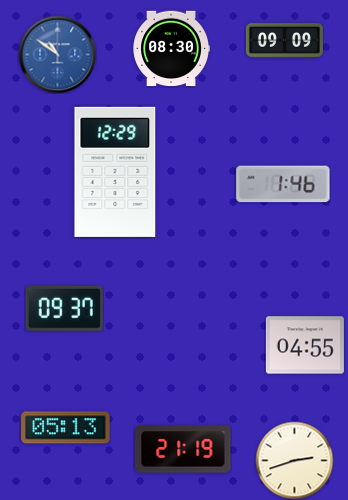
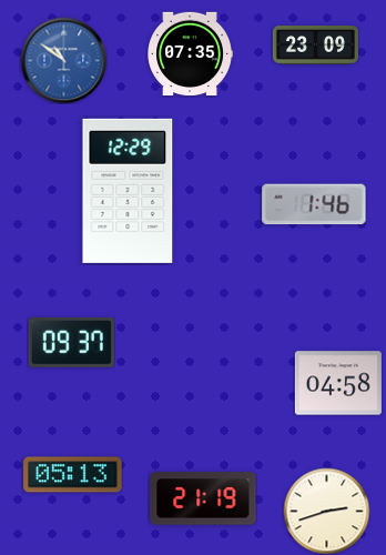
clock at (284, 41): 09:09 -> 23:09
clock at (171, 49): 08:30 -> 07:35
clock at (305, 345): 04:55 -> 04:58
